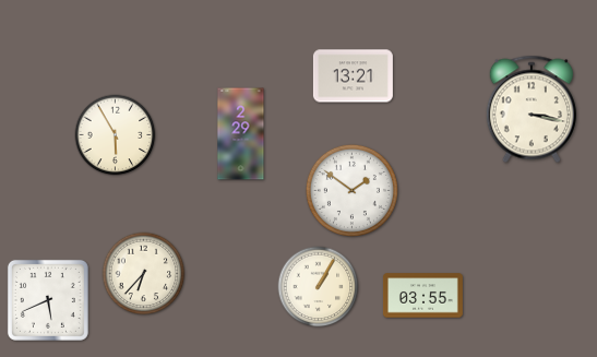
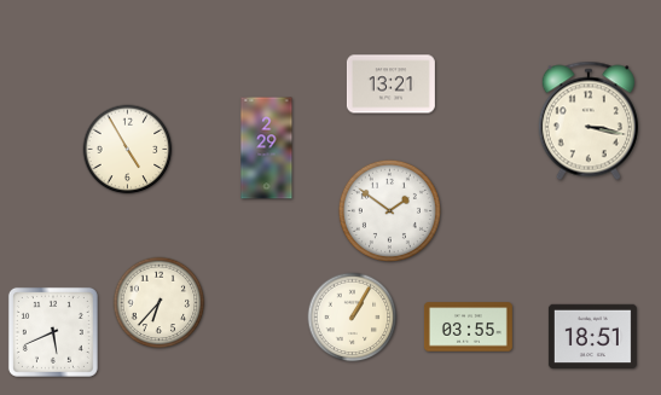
clock at (116, 135): 5:55 -> 4:55
clock at (592, 336): none -> 18:51
